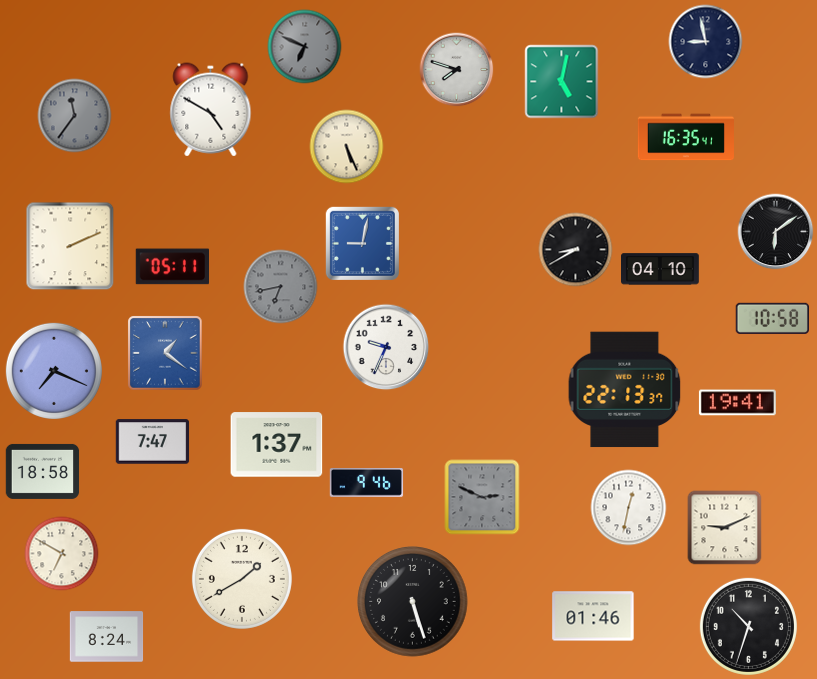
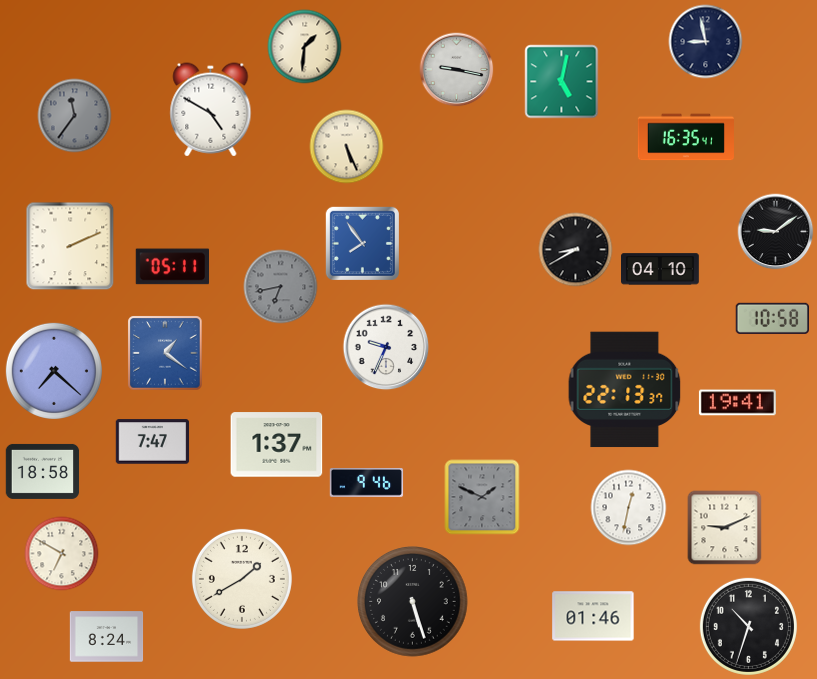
clock at (305, 47): 6:49 -> 1:31
clock at (305, 47) dial: grey -> cream
clock at (457, 70): 7:48 -> 9:17
clock at (776, 232): 6:09 -> 9:09
clock at (362, 243): 9:02 -> 7:54
clock at (54, 371): 7:19 -> 7:22
clock at (482, 497): 2:49 -> 1:49
